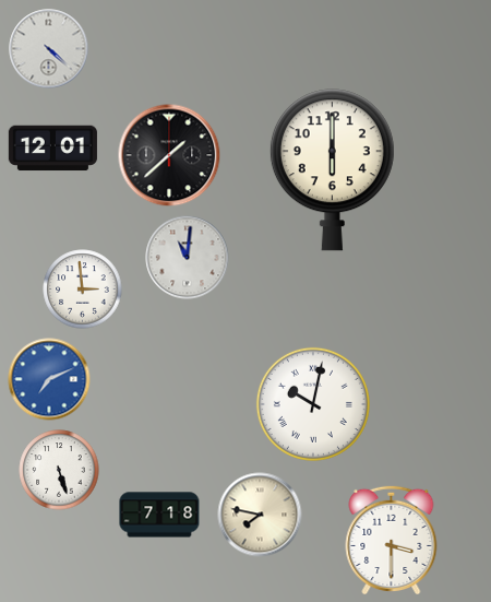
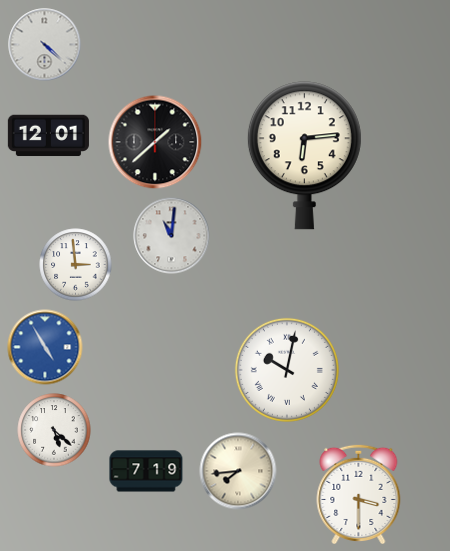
clock at (332, 170): 6:00 -> 6:14
clock at (49, 379): 7:11 -> 4:55
clock at (59, 470): 5:27 -> 5:22
clock at (159, 515): 7:18 -> 7:19
clock at (260, 515): 7:47 -> 7:44
